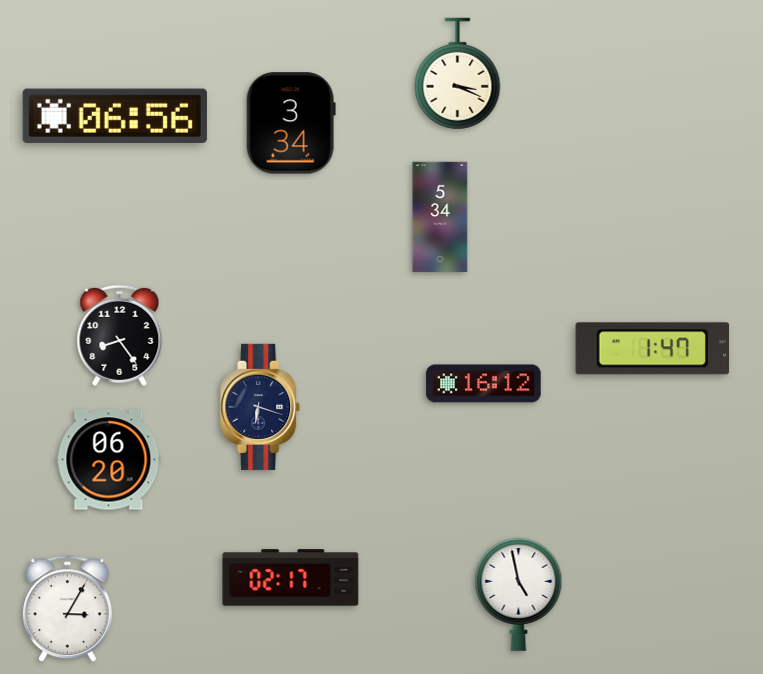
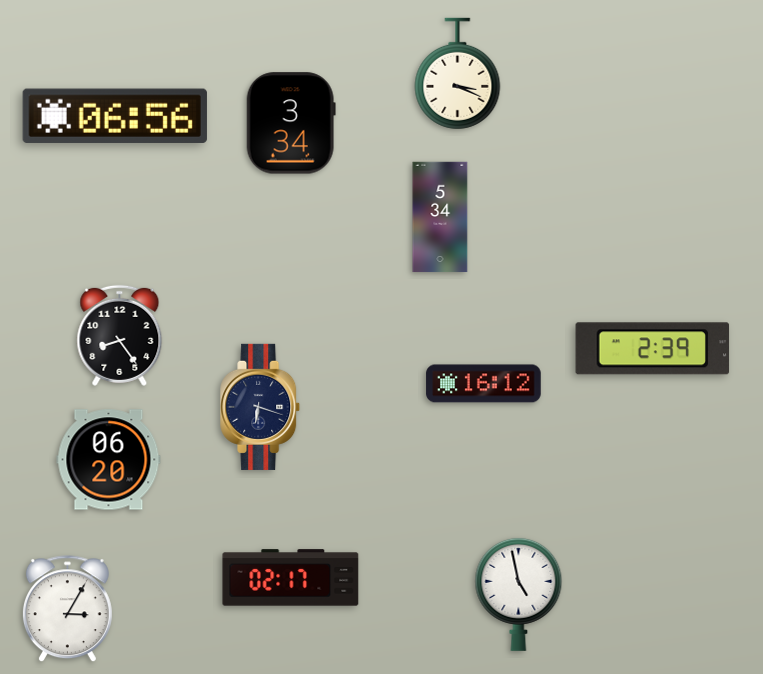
clock at (653, 349): 1:47 -> 2:39
